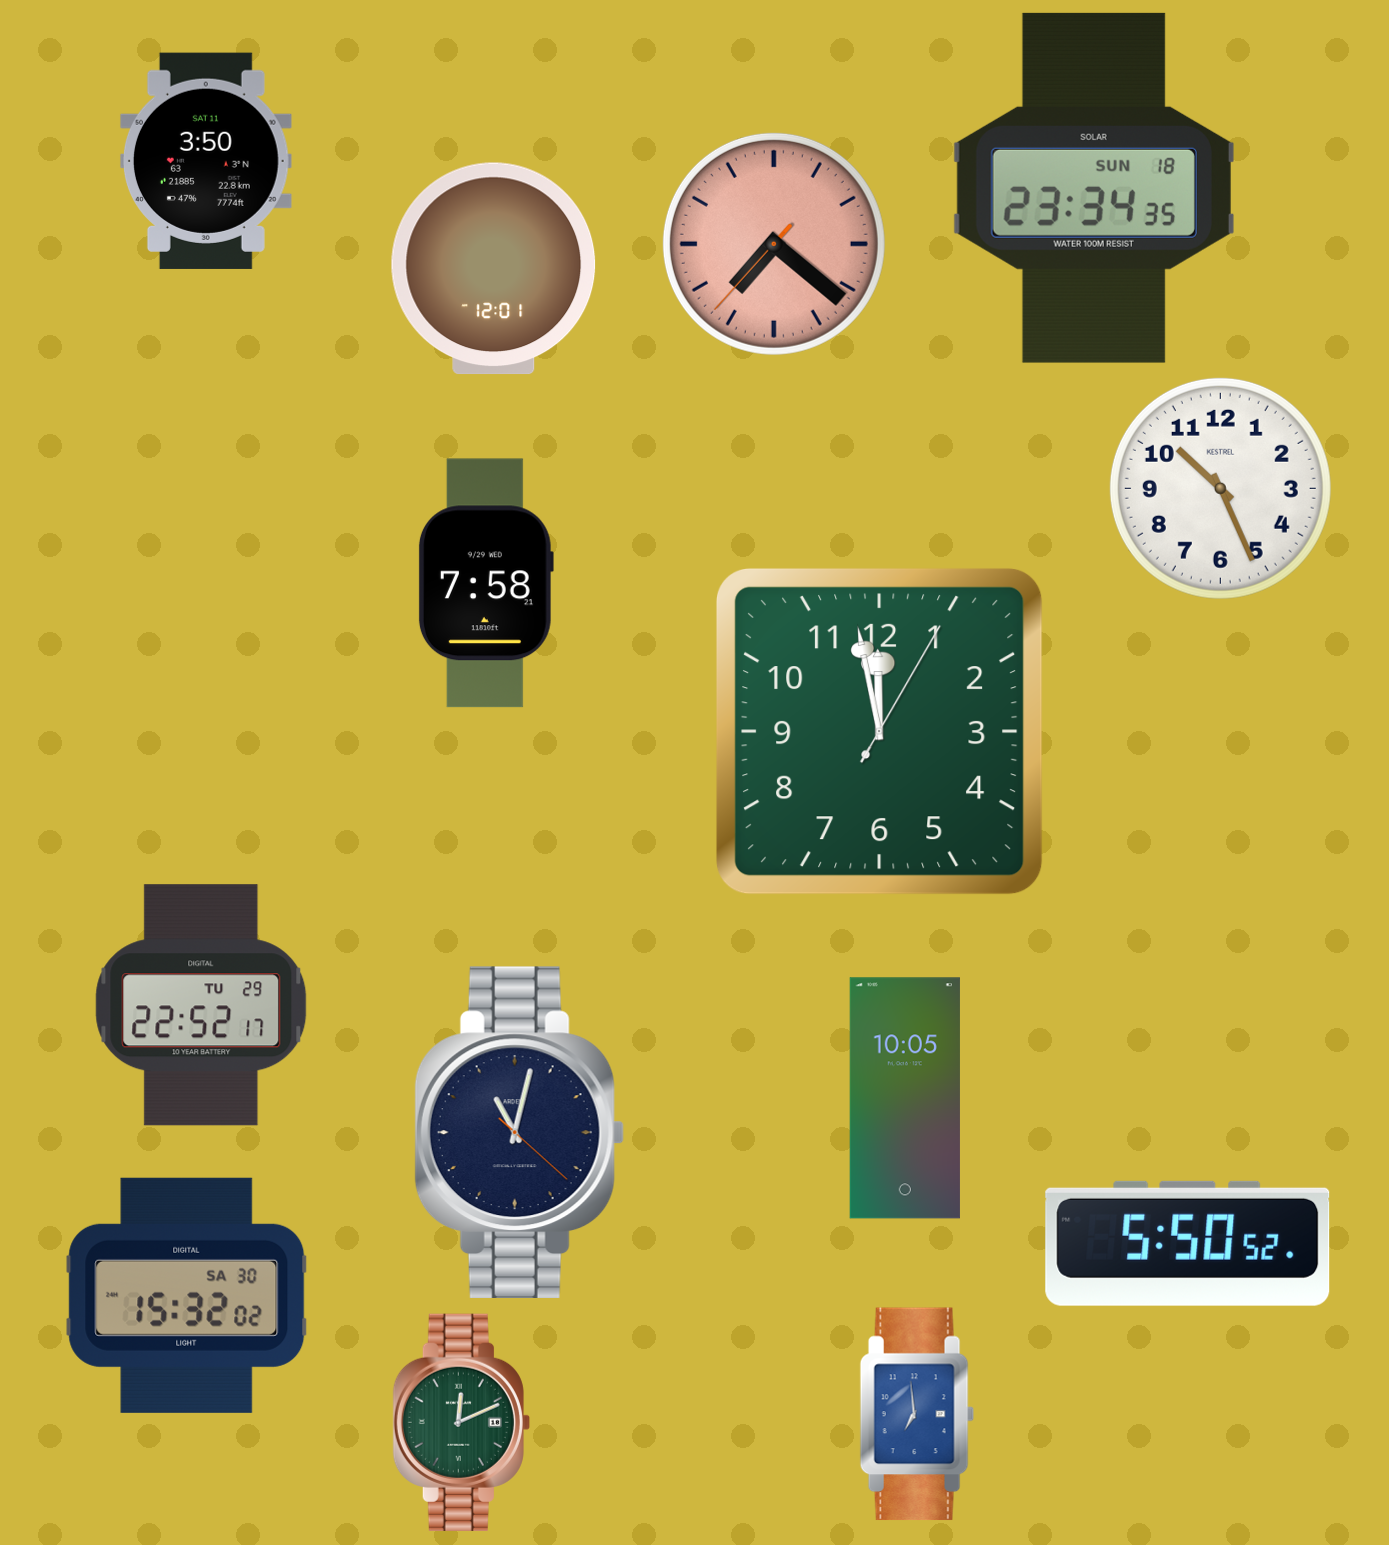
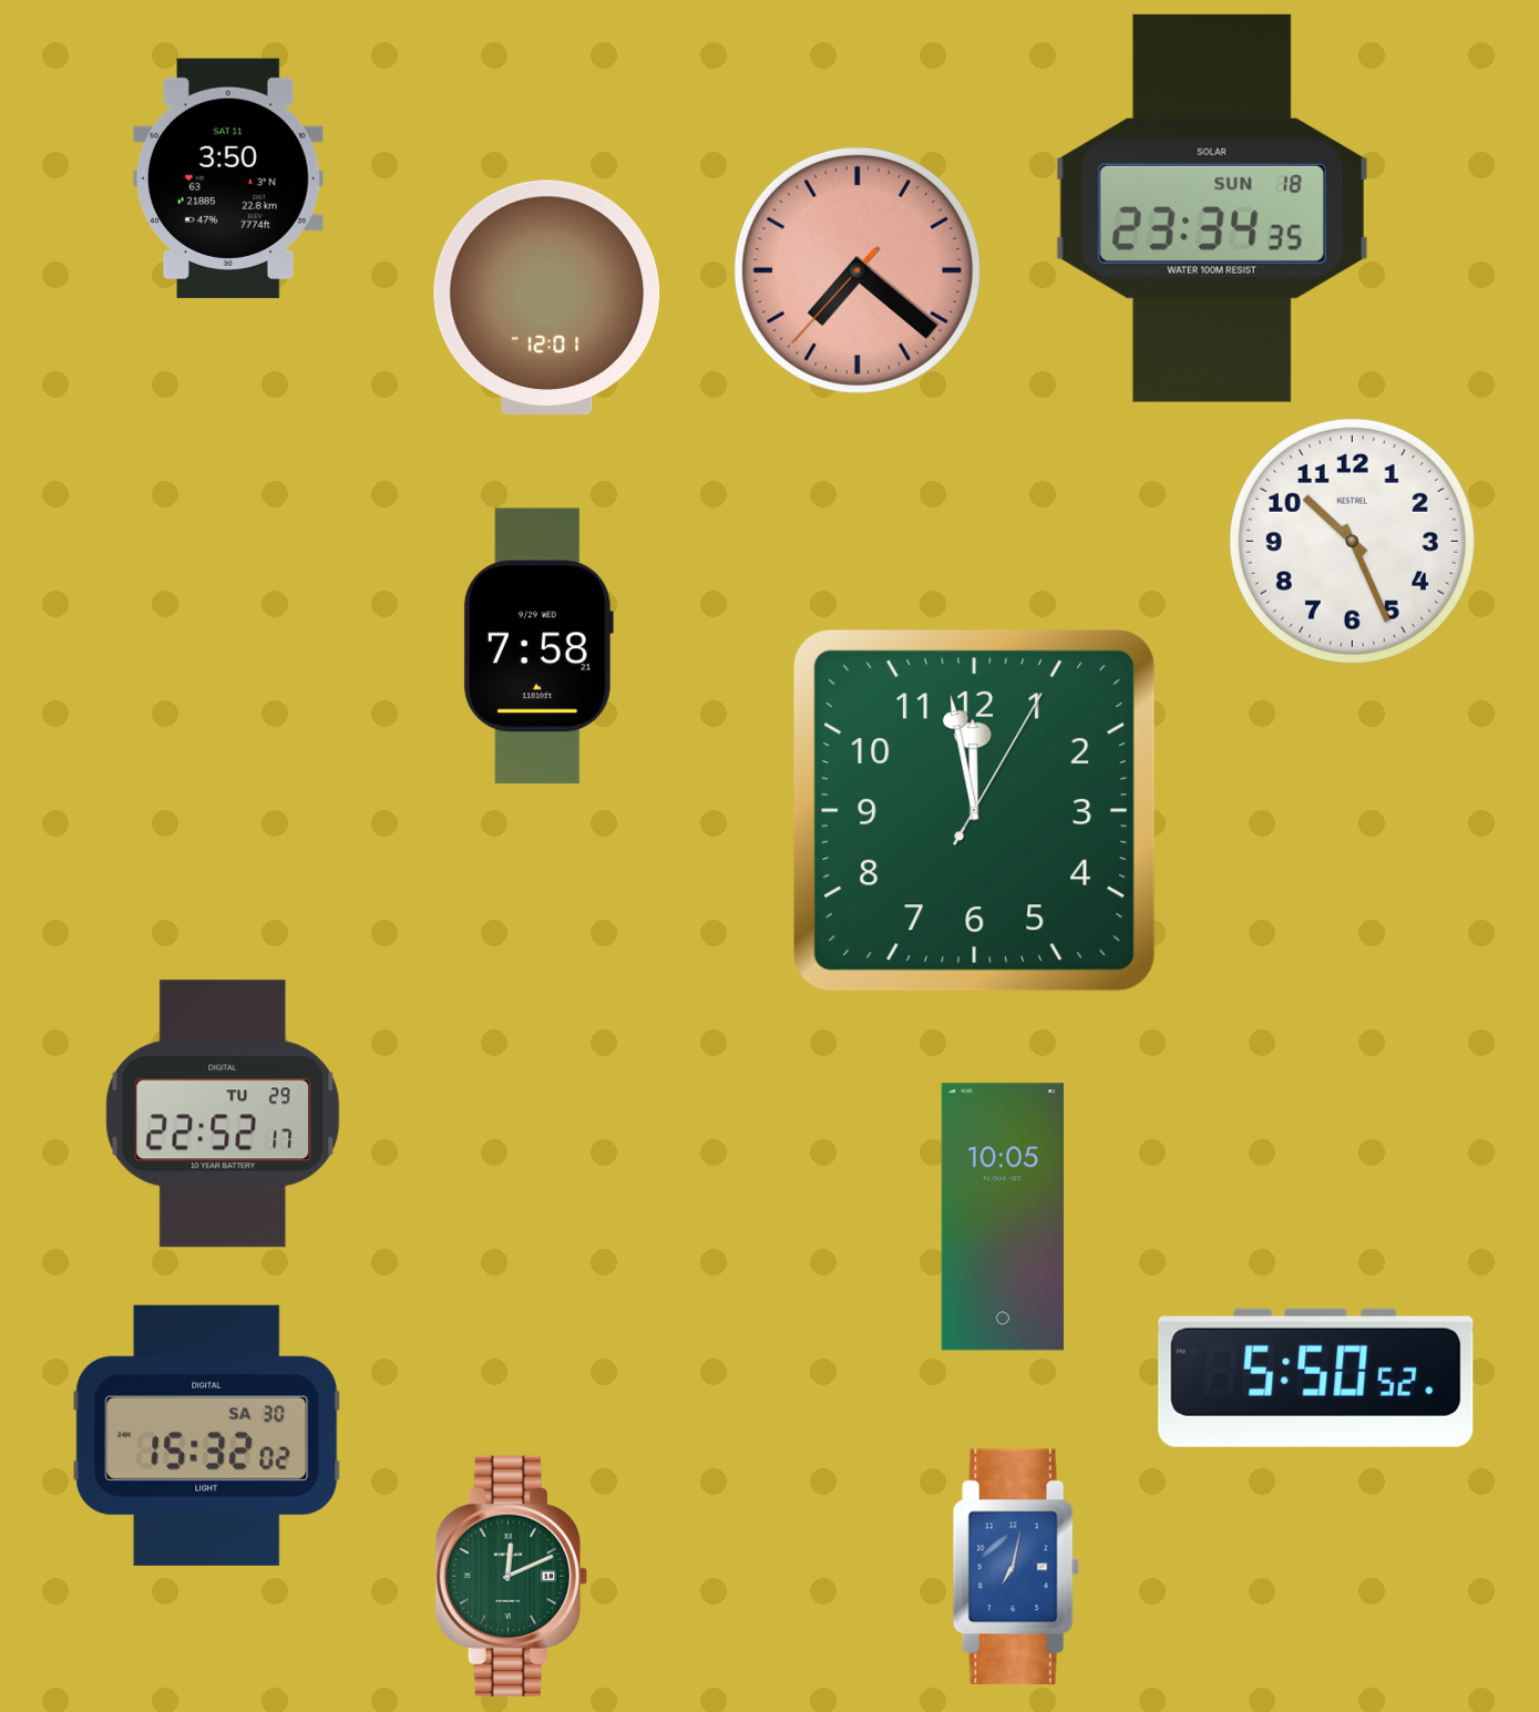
clock at (519, 1132): 11:02 -> none
clock at (917, 1414): 6:59 -> 7:02
